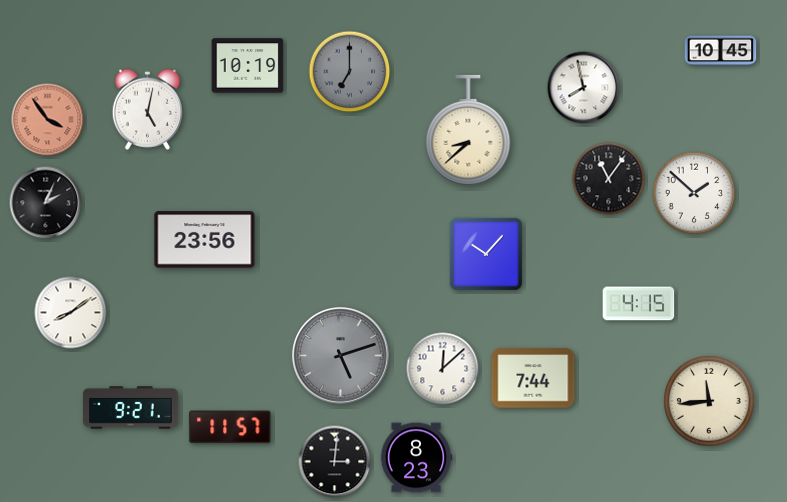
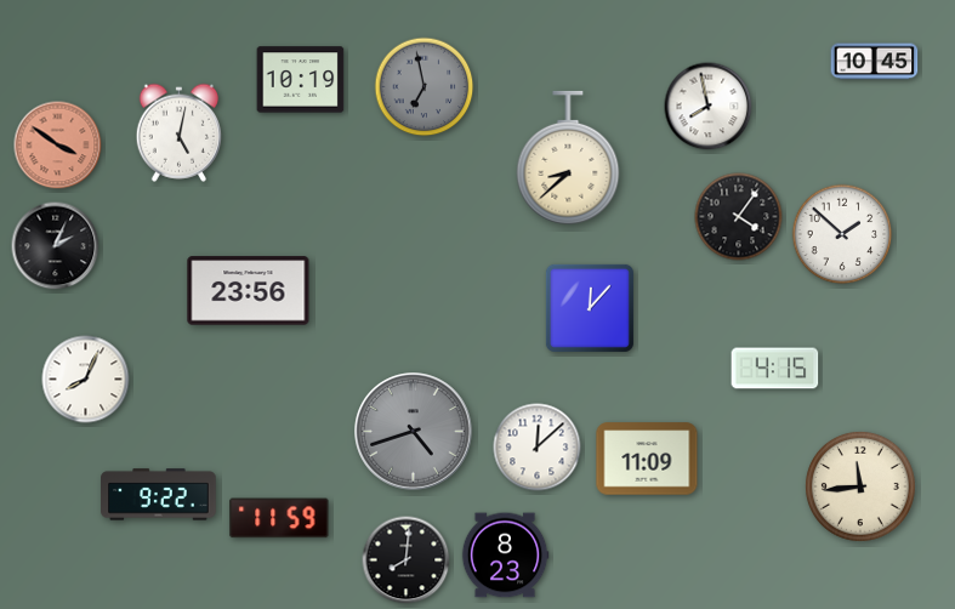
clock at (350, 72): 7:00 -> 6:58
clock at (48, 120): 3:54 -> 3:51
clock at (609, 179): 11:06 -> 4:06
clock at (486, 254): 10:07 -> 12:07
clock at (71, 313): 8:09 -> 8:04
clock at (341, 356): 5:12 -> 4:42
clock at (533, 378): 7:44 -> 11:09
clock at (131, 408): 9:21 -> 9:22
clock at (230, 427): 11:57 -> 11:59
clock at (335, 462): 3:01 -> 8:01
